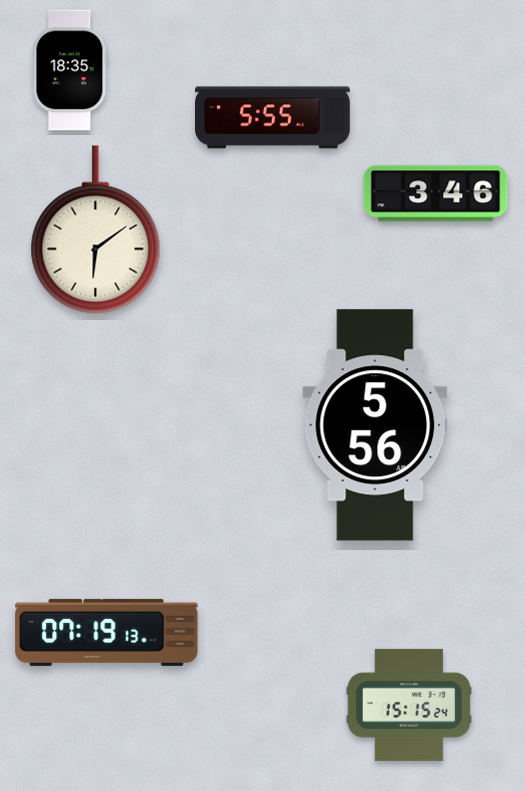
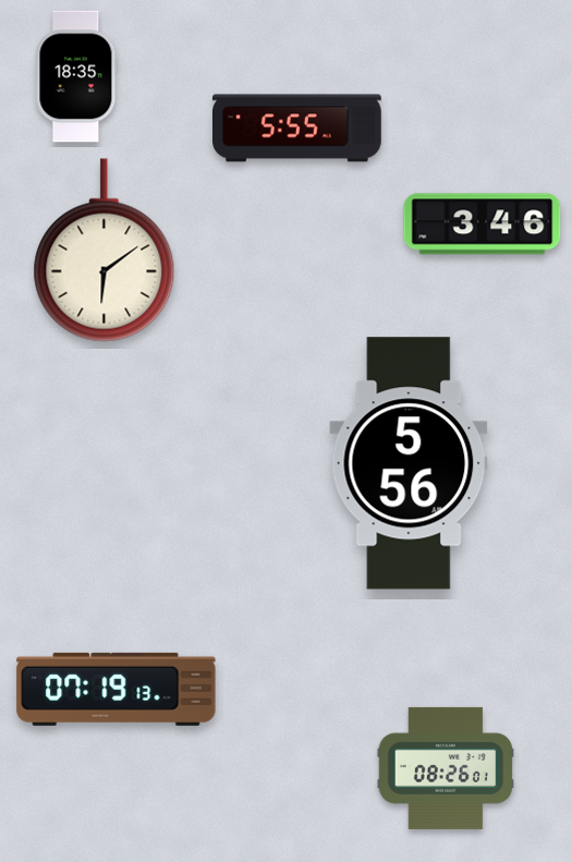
clock at (436, 194) position: (436, 194) -> (483, 224)
clock at (409, 705): 15:15 -> 08:26
